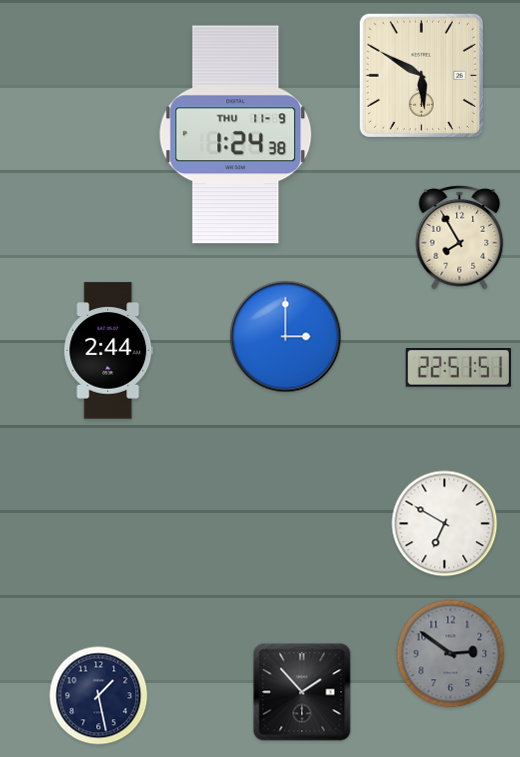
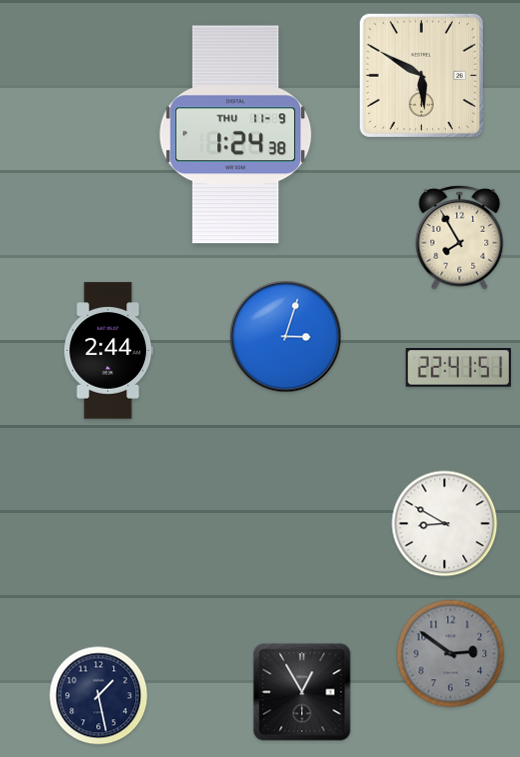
clock at (286, 337): 3:00 -> 3:03
clock at (458, 368): 22:51 -> 22:41
clock at (445, 524): 6:50 -> 8:50
clock at (302, 692): 1:53 -> 12:55
